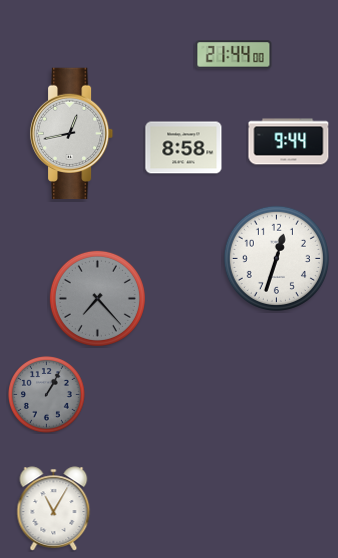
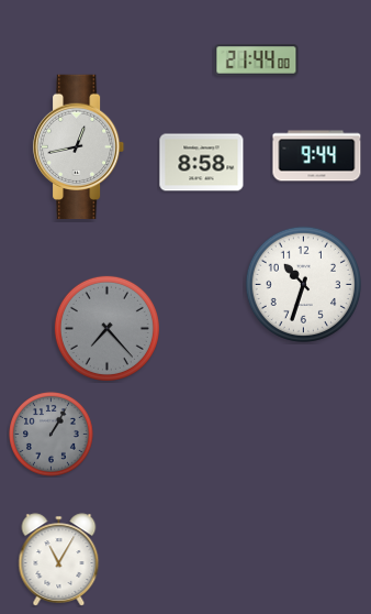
clock at (276, 258): 12:33 -> 10:33
